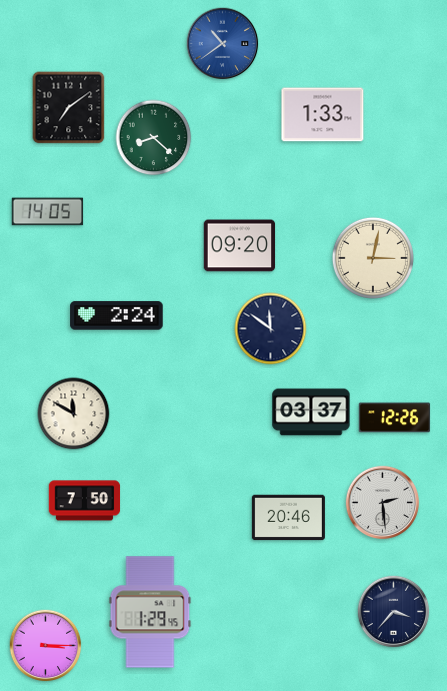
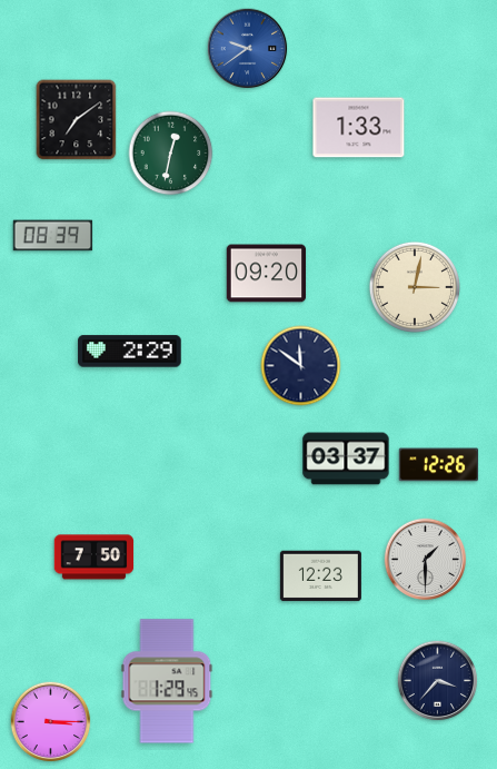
clock at (223, 44): 10:39 -> 9:39
clock at (154, 138): 8:22 -> 12:32
clock at (48, 212): 14:05 -> 08:39
clock at (117, 316): 2:24 -> 2:29
clock at (74, 414): 11:50 -> none
clock at (383, 503): 2:29 -> 1:30
clock at (288, 518): 20:46 -> 12:23
clock at (46, 646) position: (46, 646) -> (51, 722)
